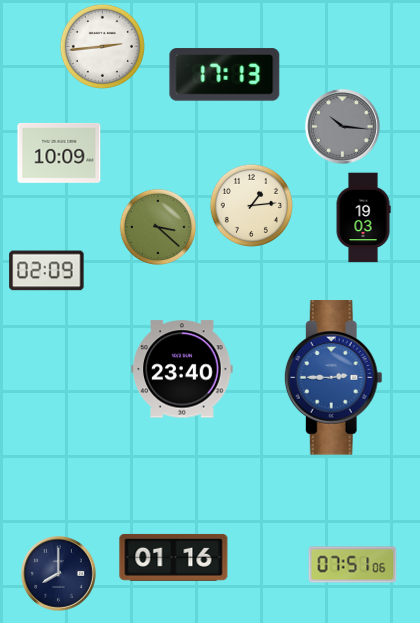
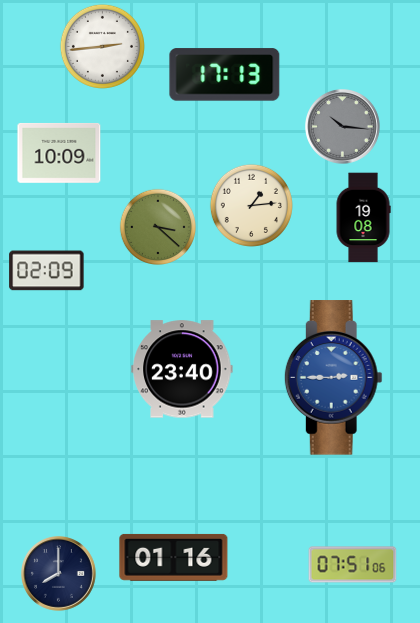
clock at (363, 218): 19:03 -> 19:08
